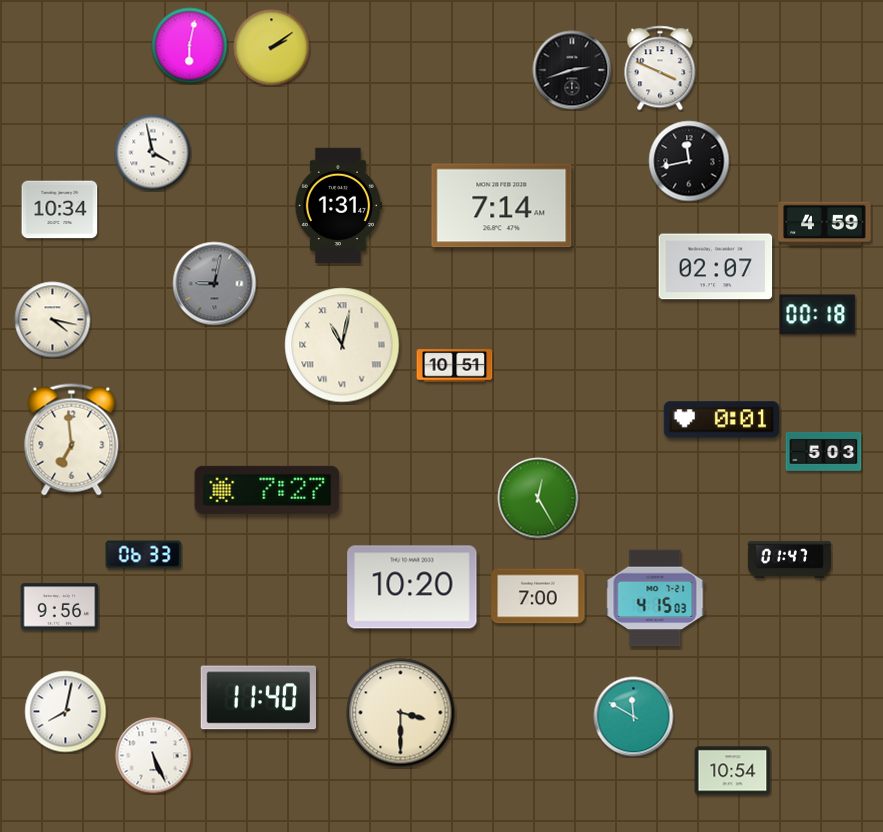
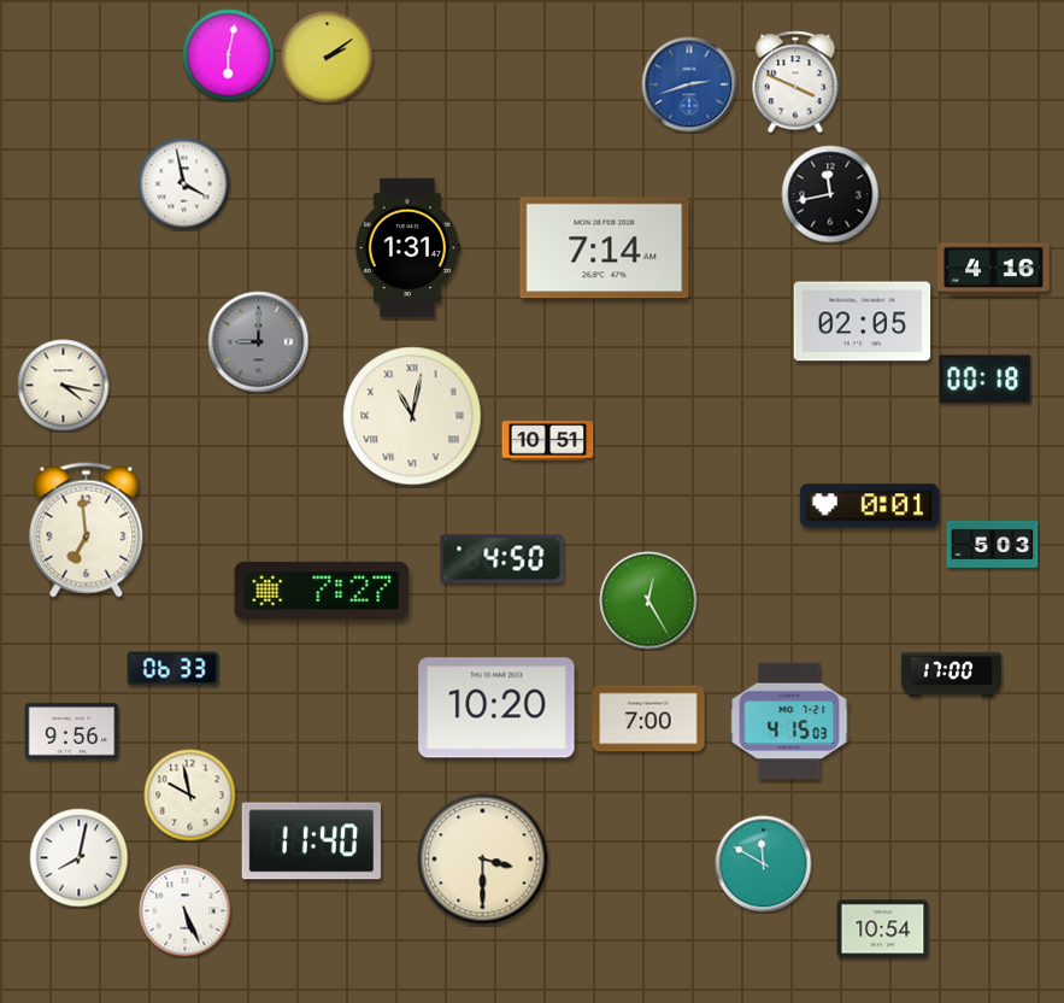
clock at (572, 70) dial: black -> blue
clock at (60, 210): 10:34 -> none
clock at (825, 224): 4:59 -> 4:16
clock at (716, 267): 02:07 -> 02:05
clock at (215, 284): 9:02 -> 9:00
clock at (502, 559): none -> 4:50
clock at (789, 559): 01:47 -> 17:00
clock at (190, 796): none -> 9:58
